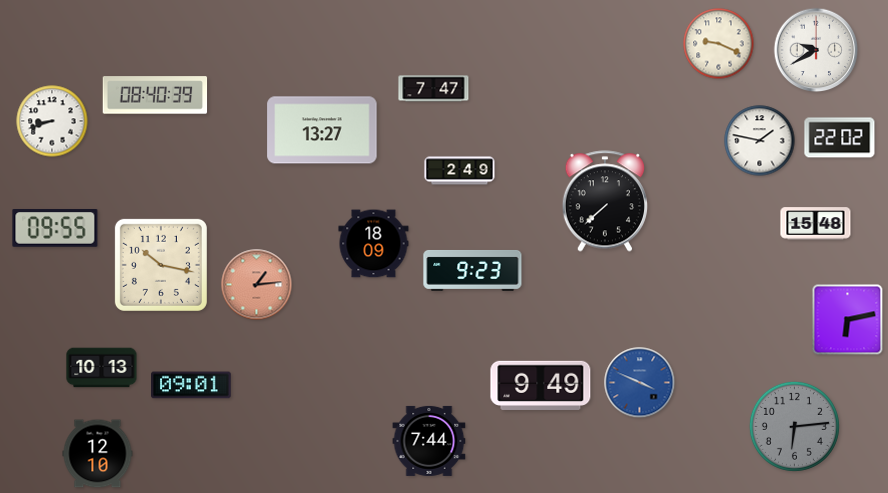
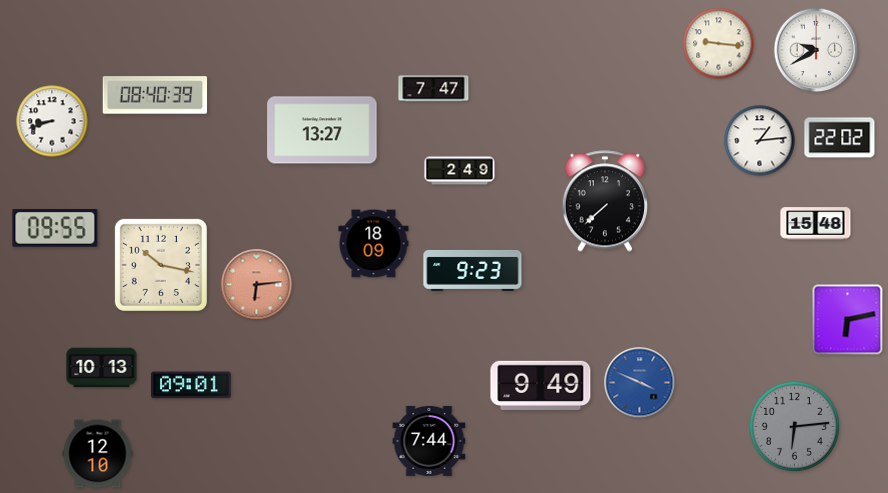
clock at (719, 44): 9:19 -> 9:16
clock at (760, 141): 1:47 -> 1:14
clock at (257, 285): 1:14 -> 6:14
